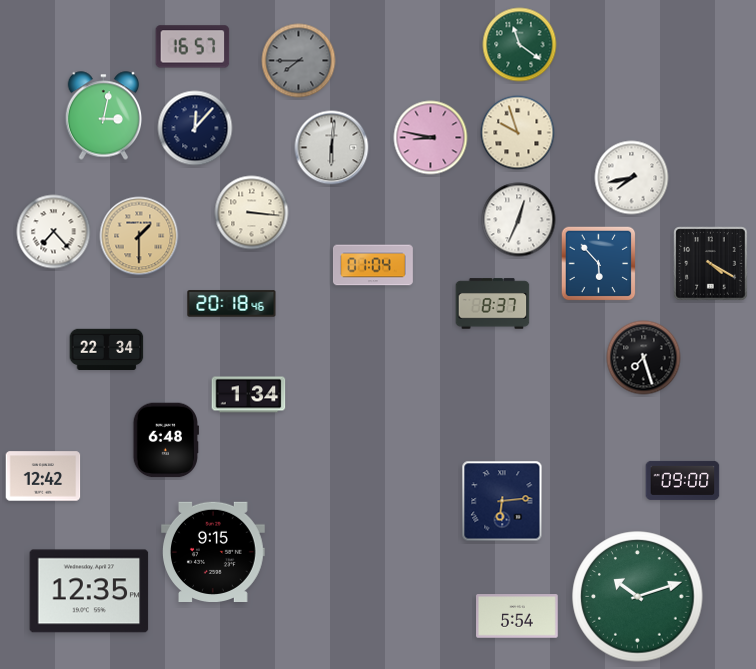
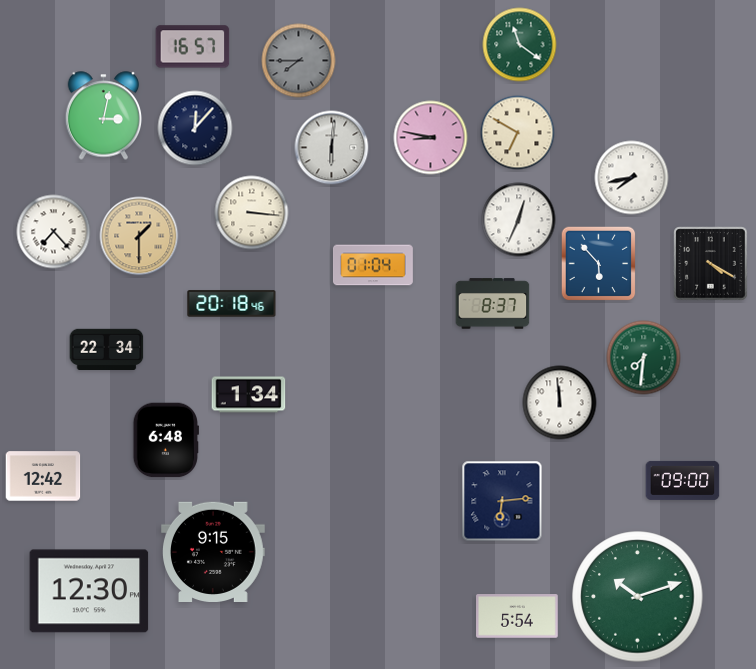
clock at (518, 133): 9:57 -> 6:50
clock at (644, 358): 7:27 -> 7:31
clock at (644, 358) dial: black -> green
clock at (560, 403): none -> 11:59
clock at (89, 591): 12:35 -> 12:30
